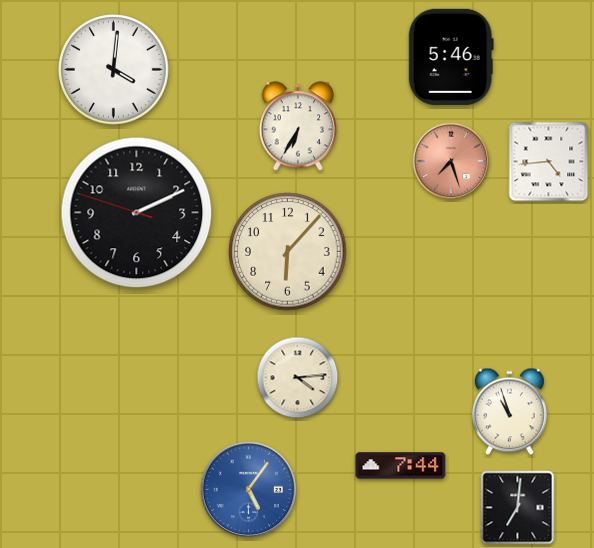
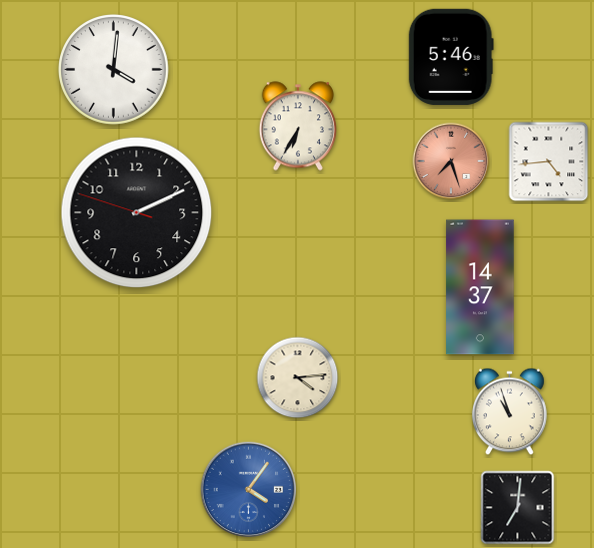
clock at (288, 252): 6:07 -> none
clock at (480, 287): none -> 14:37
clock at (401, 466): 7:44 -> none
clock at (249, 490): 5:06 -> 4:06
